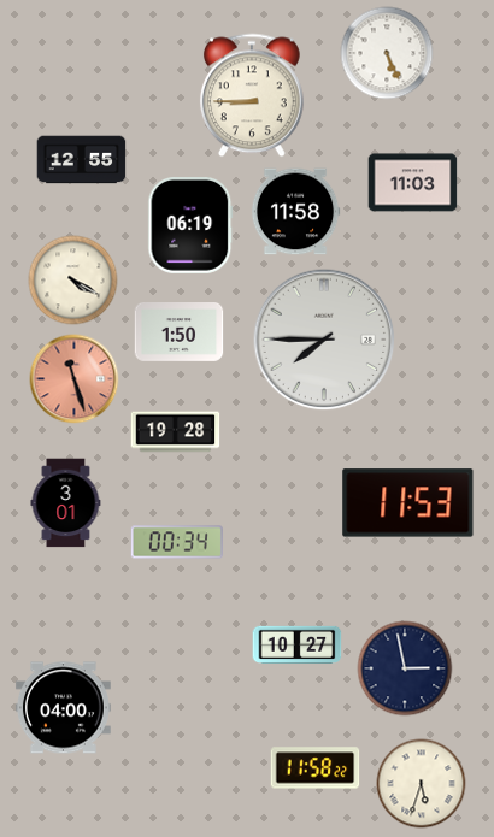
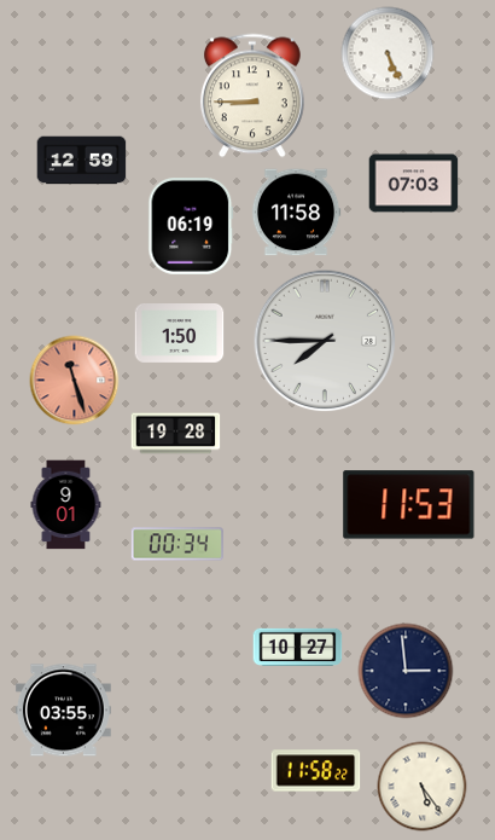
clock at (82, 160): 12:55 -> 12:59
clock at (413, 183): 11:03 -> 07:03
clock at (73, 281): 4:20 -> none
clock at (66, 503): 3:01 -> 9:01
clock at (405, 668): 2:58 -> 2:59
clock at (63, 708): 04:00 -> 03:55
clock at (422, 784): 5:33 -> 5:24
